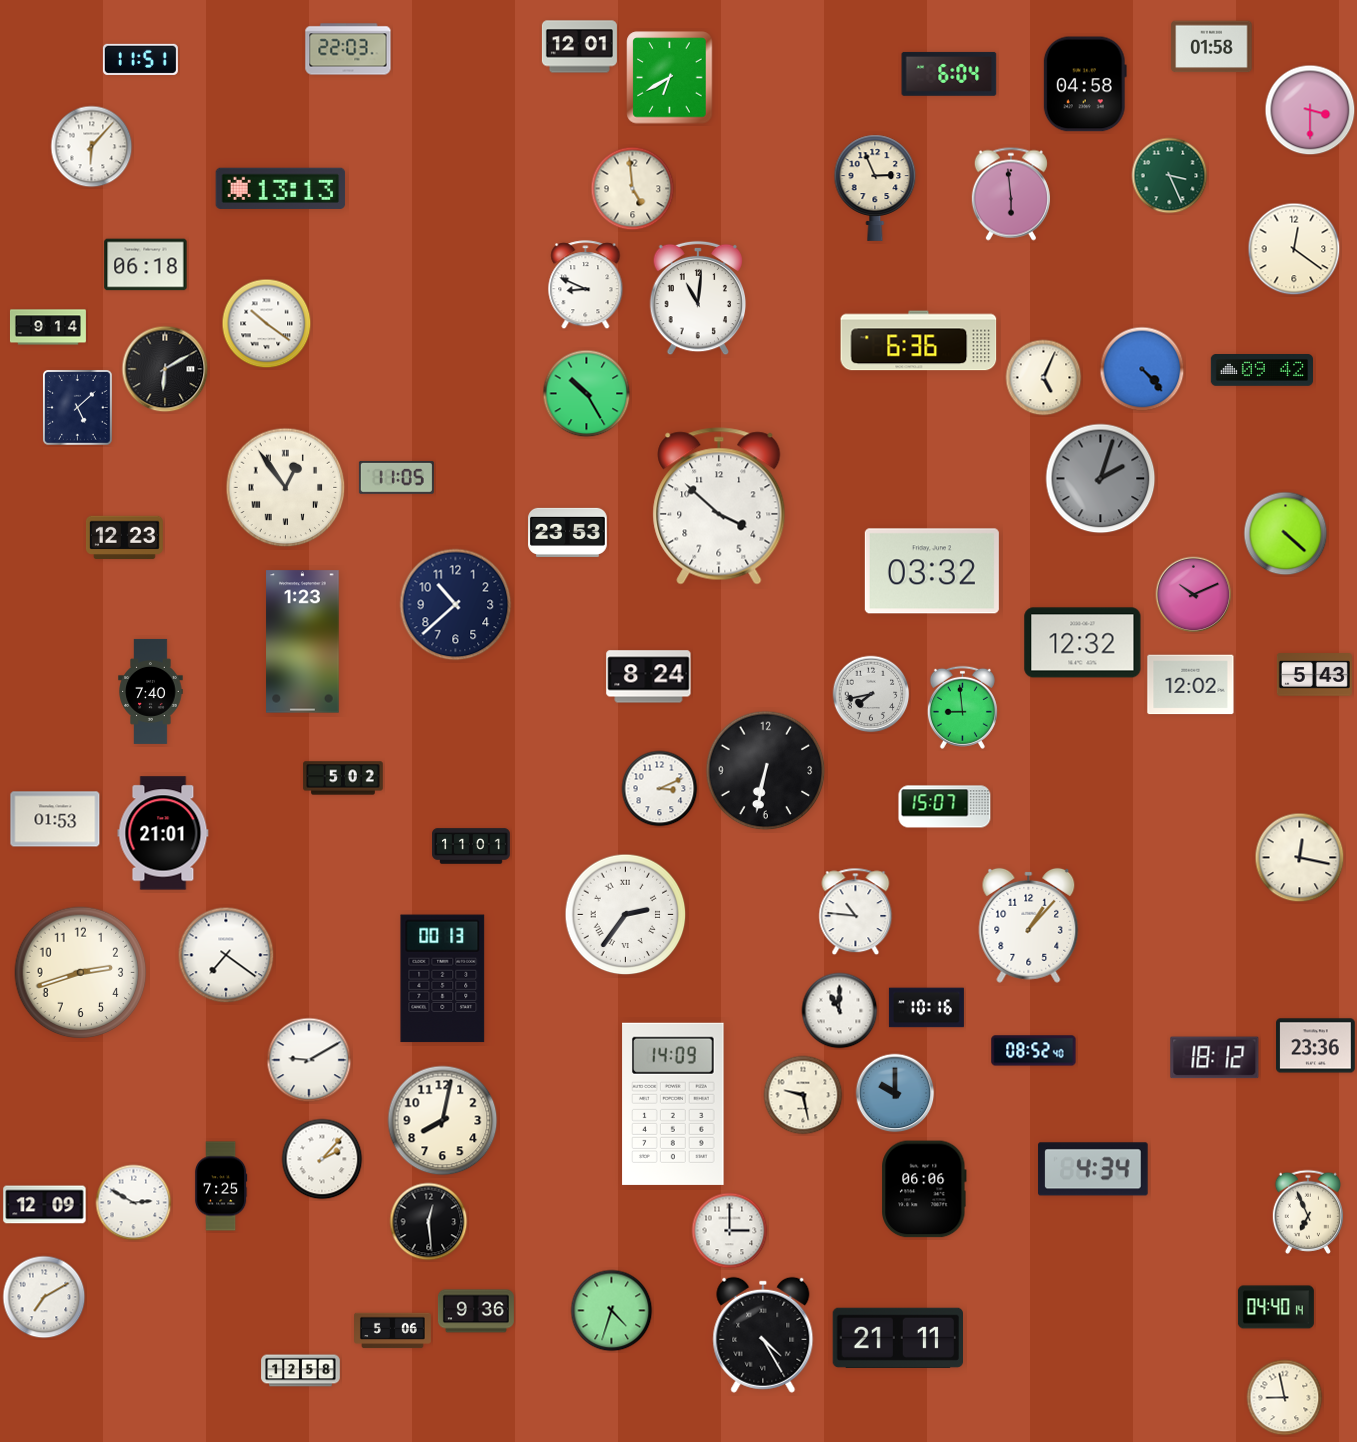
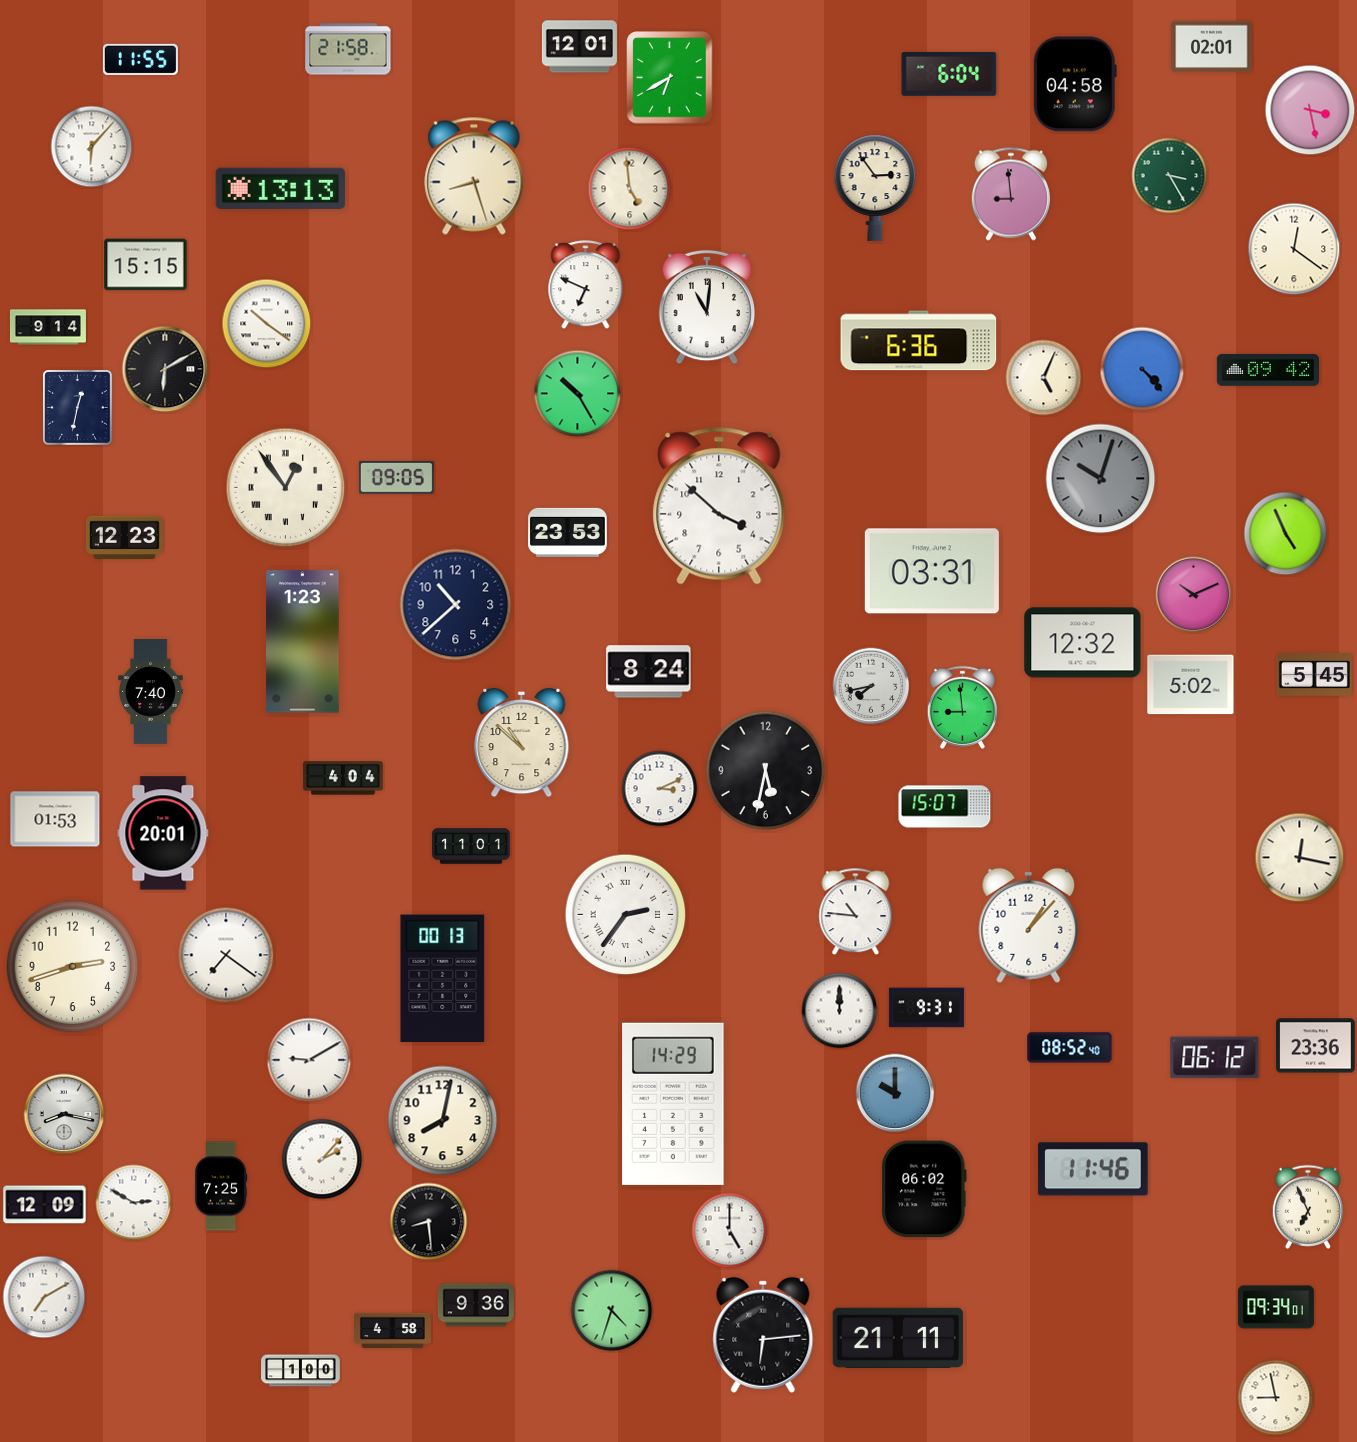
clock at (1212, 47): 01:58 -> 02:01
clock at (348, 49): 22:03 -> 21:58
clock at (140, 59): 11:51 -> 11:55
clock at (1085, 84) position: (1085, 84) -> (1075, 84)
clock at (1310, 110): 3:30 -> 3:28
clock at (474, 176): none -> 8:27
clock at (1170, 176): 3:26 -> 3:25
clock at (875, 188): 2:56 -> 2:54
clock at (633, 189) position: (633, 189) -> (630, 189)
clock at (1011, 194): 5:59 -> 8:59
clock at (146, 265): 06:18 -> 15:15
clock at (586, 285): 8:49 -> 6:49
clock at (698, 298) position: (698, 298) -> (707, 307)
clock at (1261, 371) position: (1261, 371) -> (1267, 371)
clock at (587, 394) position: (587, 394) -> (578, 394)
clock at (78, 408): 5:08 -> 12:32
clock at (396, 477): 11:05 -> 09:05
clock at (1101, 479): 2:03 -> 10:03
clock at (1286, 534): 4:22 -> 4:56
clock at (932, 571): 03:32 -> 03:31
clock at (1314, 675): 5:43 -> 5:45
clock at (649, 677) position: (649, 677) -> (649, 672)
clock at (1191, 685): 12:02 -> 5:02
clock at (871, 694) position: (871, 694) -> (871, 686)
clock at (522, 743): none -> 10:52
clock at (766, 771): 6:32 -> 5:32
clock at (343, 778): 5:02 -> 4:04
clock at (163, 833): 21:01 -> 20:01
clock at (81, 973) position: (81, 973) -> (73, 967)
clock at (926, 1008): 10:16 -> 9:31
clock at (840, 1011): 11:00 -> 12:00
clock at (1034, 1051) position: (1034, 1051) -> (1070, 1048)
clock at (1215, 1058): 18:12 -> 06:12
clock at (803, 1095): 9:28 -> none
clock at (673, 1104): 14:09 -> 14:29
clock at (64, 1114): none -> 8:17
clock at (1093, 1169): 4:34 -> 11:46
clock at (924, 1189): 06:06 -> 06:02
clock at (1308, 1212) position: (1308, 1212) -> (1308, 1207)
clock at (429, 1222): 12:29 -> 8:29
clock at (730, 1231): 3:00 -> 5:00
clock at (1276, 1307): 04:40 -> 09:34
clock at (476, 1311) position: (476, 1311) -> (476, 1305)
clock at (393, 1331): 5:06 -> 4:58
clock at (763, 1335): 4:25 -> 6:14
clock at (301, 1371): 12:58 -> 1:00
clock at (1285, 1398) position: (1285, 1398) -> (1276, 1398)
